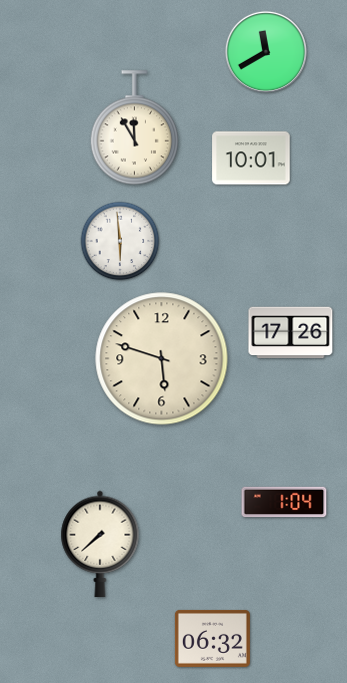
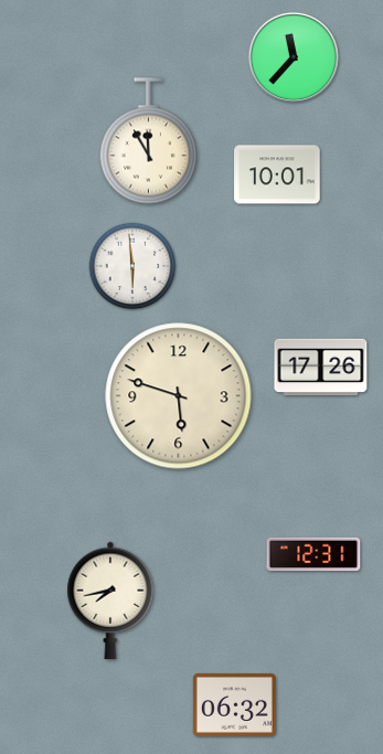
clock at (266, 52): 11:40 -> 11:37
clock at (284, 502): 1:04 -> 12:31
clock at (100, 543): 7:38 -> 7:43
